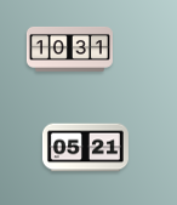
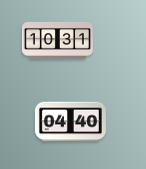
clock at (85, 148): 05:21 -> 04:40
